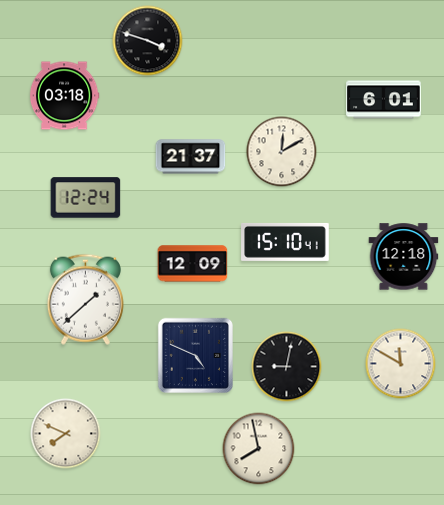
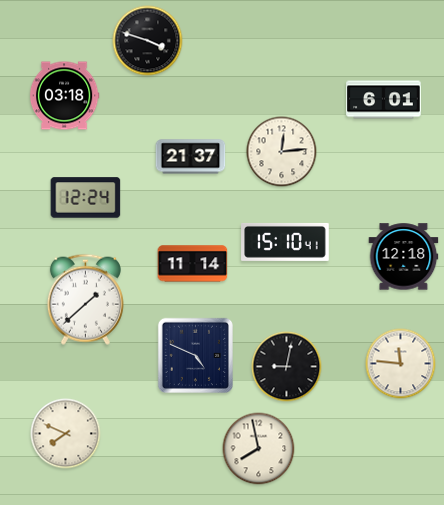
clock at (282, 152): 12:10 -> 12:14
clock at (193, 264): 12:09 -> 11:14
clock at (401, 364): 11:50 -> 11:46
